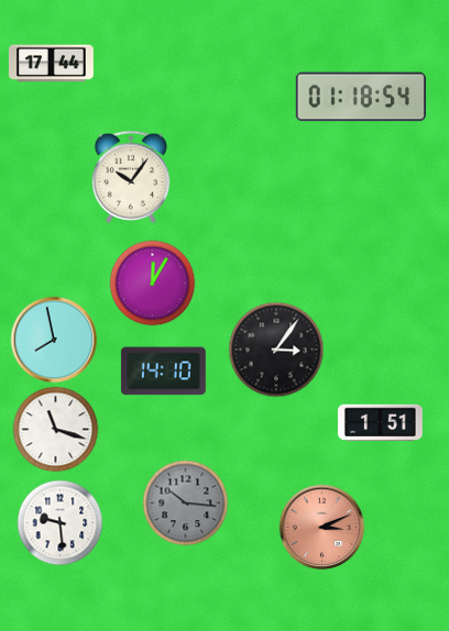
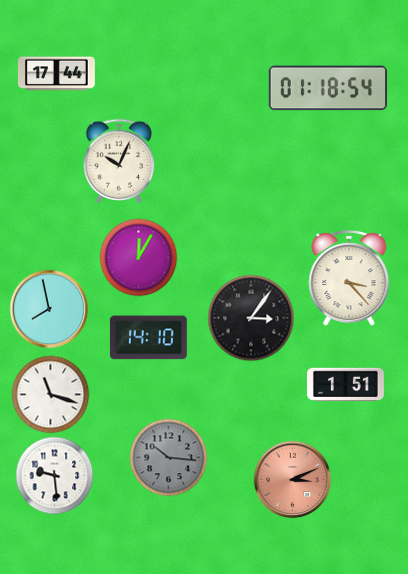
clock at (51, 64) position: (51, 64) -> (56, 74)
clock at (131, 176): 10:06 -> 10:04
clock at (349, 278): none -> 3:23
clock at (55, 429) position: (55, 429) -> (50, 394)
